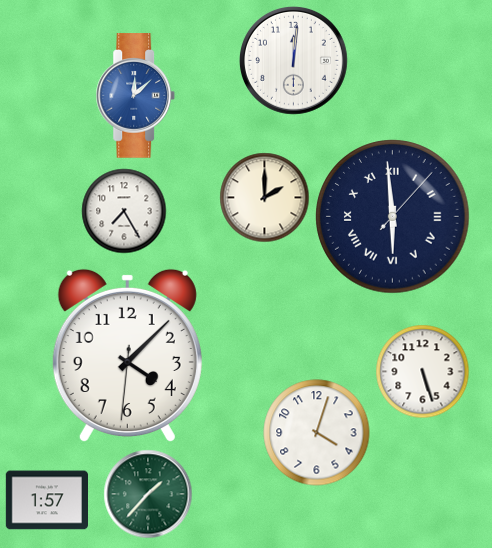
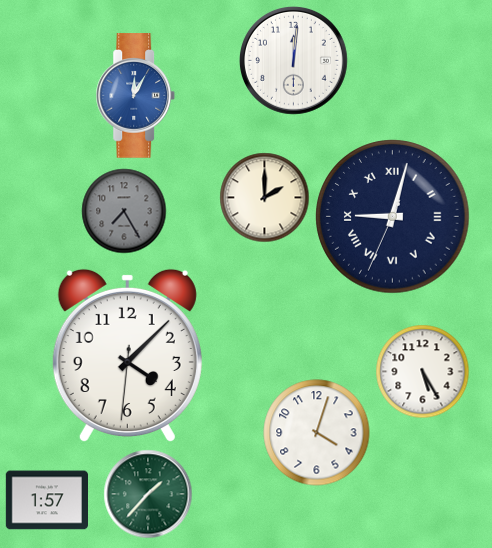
clock at (136, 96): 12:08 -> 12:05
clock at (124, 211) dial: white -> grey
clock at (393, 217): 5:59 -> 9:02
clock at (423, 372): 5:27 -> 5:25
